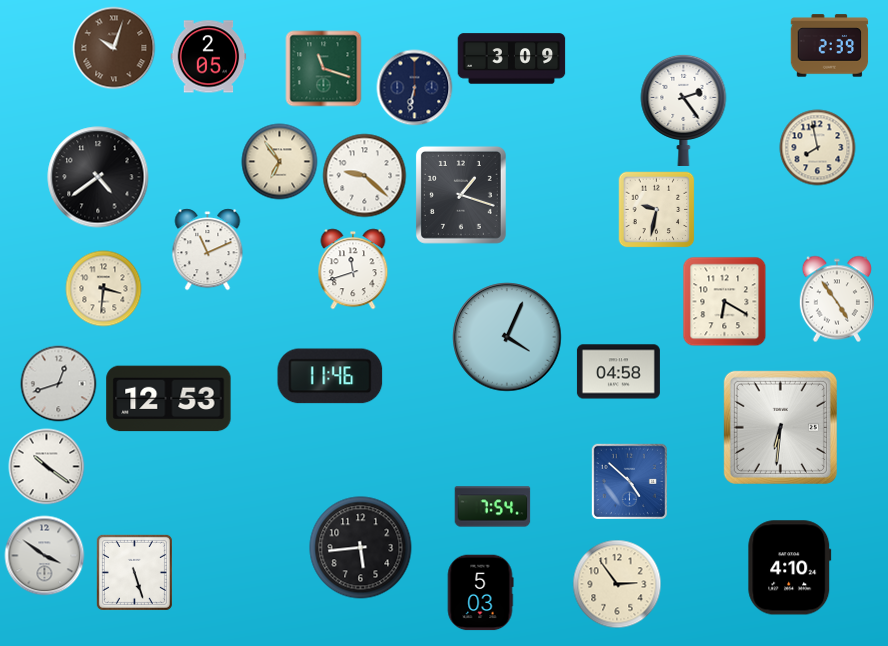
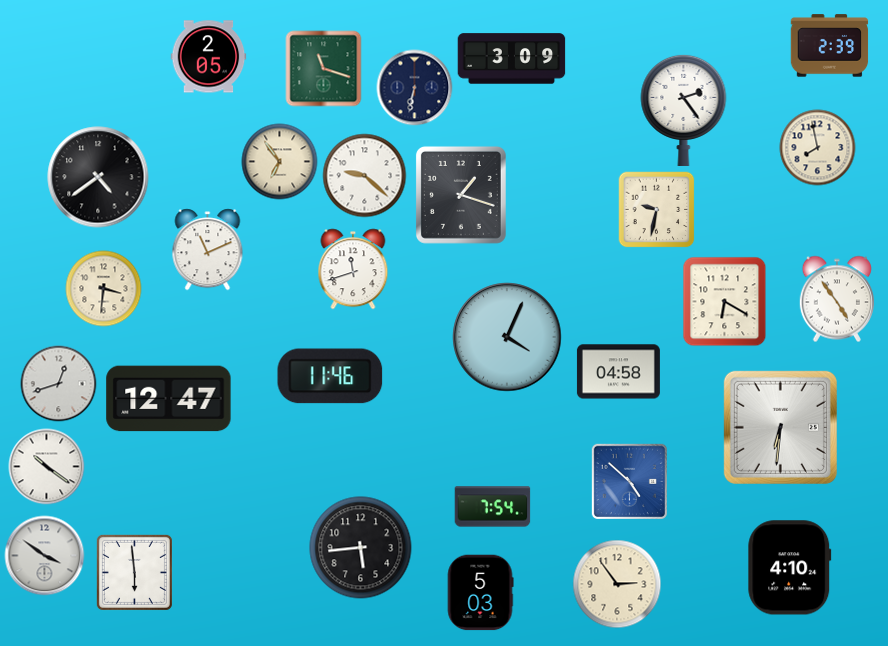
clock at (114, 48): 10:03 -> none
clock at (169, 399): 12:53 -> 12:47
clock at (134, 572): 5:27 -> 5:59
